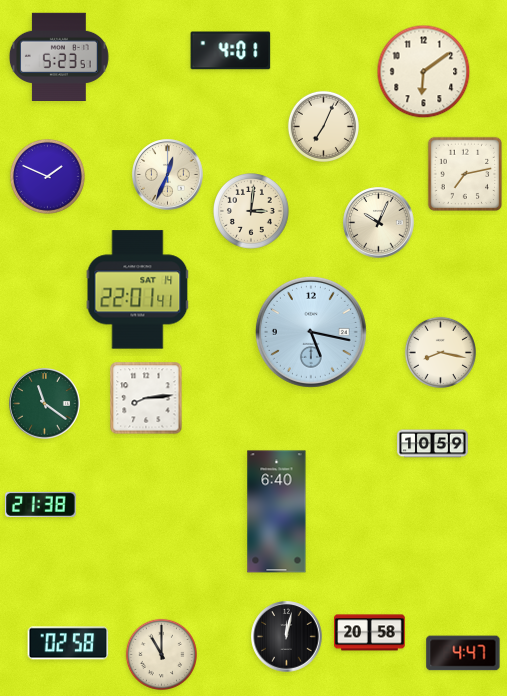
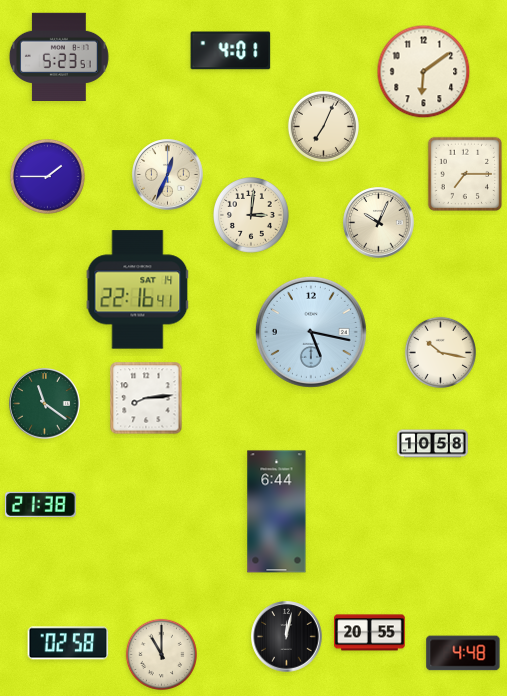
clock at (465, 174): 7:13 -> 7:15
clock at (47, 176): 1:49 -> 1:45
clock at (252, 212) position: (252, 212) -> (252, 216)
clock at (138, 290): 22:01 -> 22:16
clock at (440, 352): 8:17 -> 10:17
clock at (433, 444): 10:59 -> 10:58
clock at (277, 512): 6:40 -> 6:44
clock at (370, 633): 20:58 -> 20:55
clock at (463, 653): 4:47 -> 4:48
